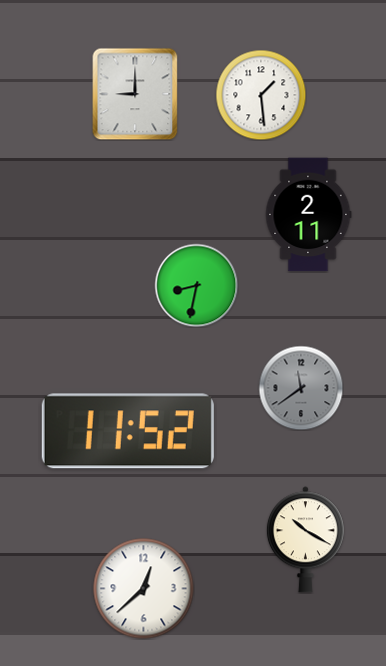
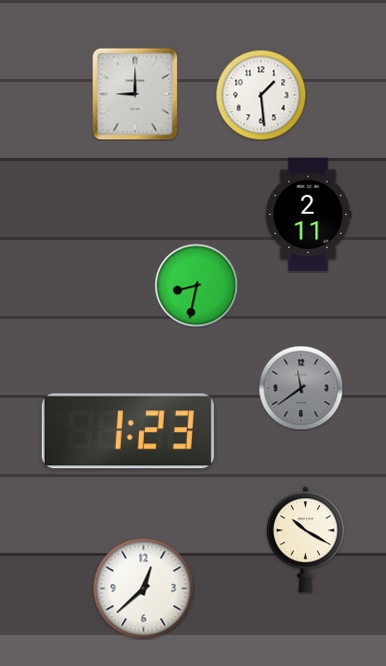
clock at (128, 431): 11:52 -> 1:23
